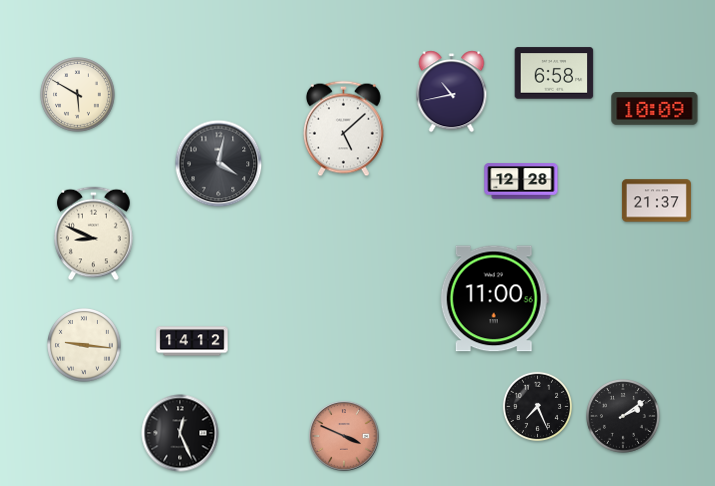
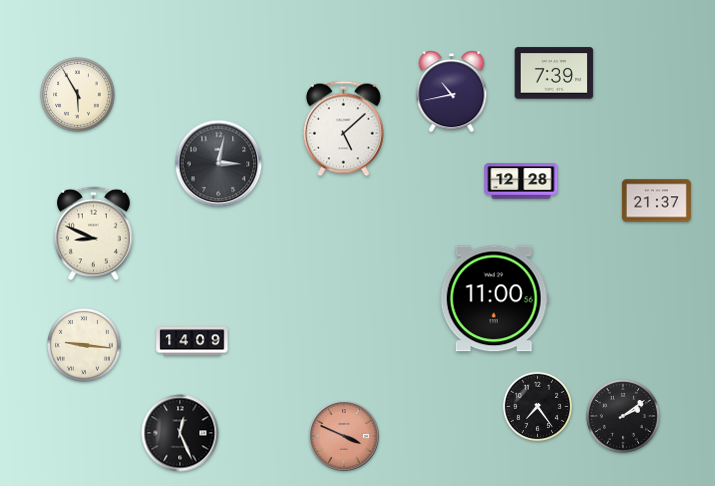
clock at (554, 73): 6:58 -> 7:39
clock at (78, 95): 5:50 -> 5:55
clock at (655, 109): 10:09 -> none
clock at (219, 164): 4:02 -> 3:02
clock at (192, 341): 14:12 -> 14:09
clock at (538, 407): 7:26 -> 7:24
